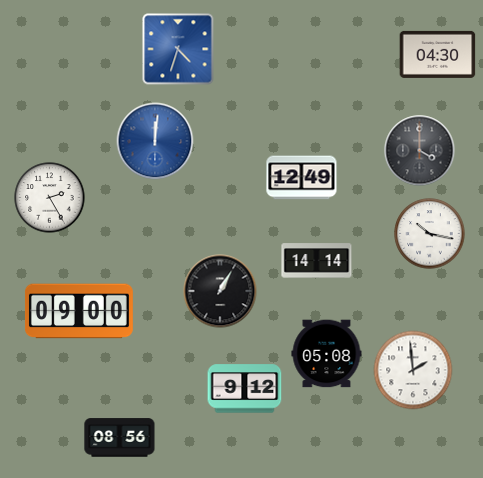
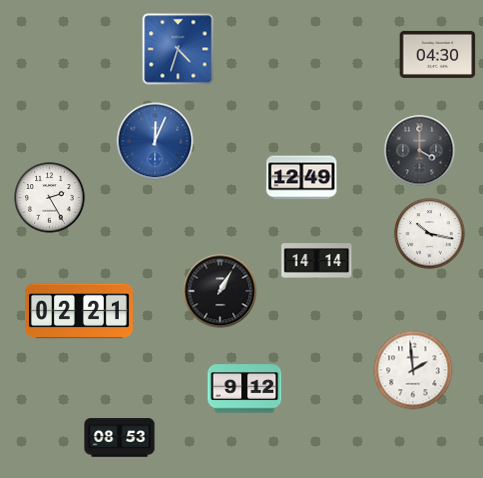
clock at (155, 141): 12:01 -> 12:04
clock at (79, 311): 09:00 -> 02:21
clock at (327, 354): 05:08 -> none
clock at (120, 438): 08:56 -> 08:53
